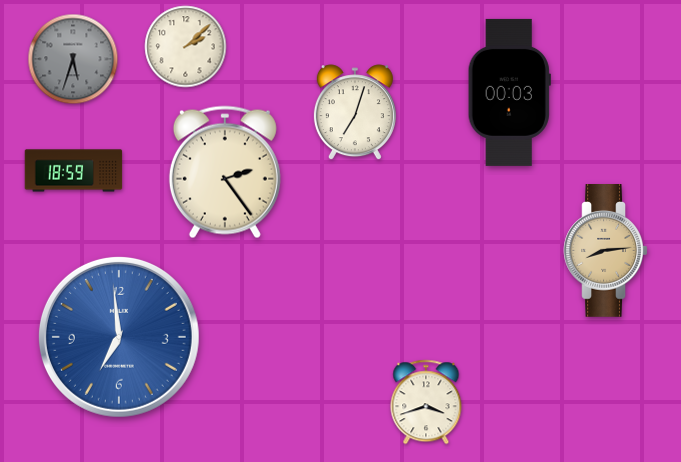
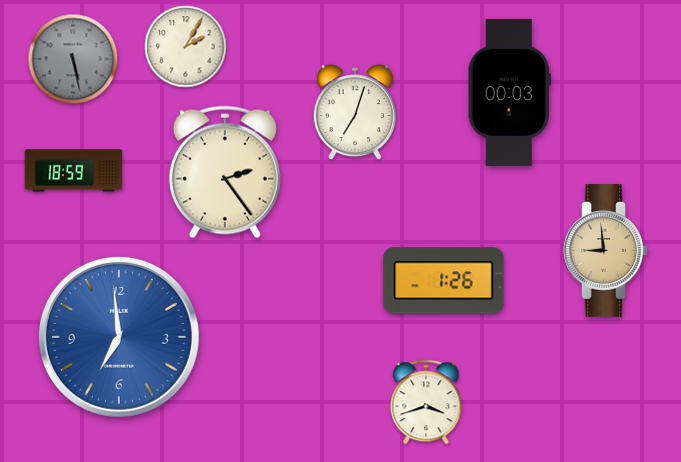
clock at (186, 47): 2:08 -> 2:05
clock at (73, 59): 5:33 -> 5:28
clock at (606, 251): 8:14 -> 8:59
clock at (444, 281): none -> 1:26
